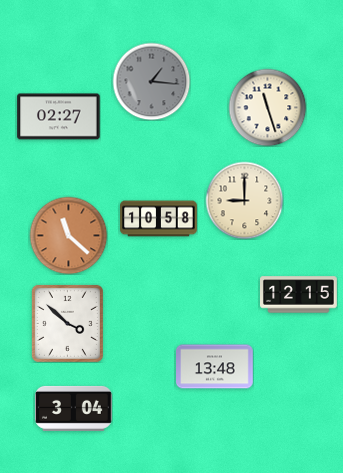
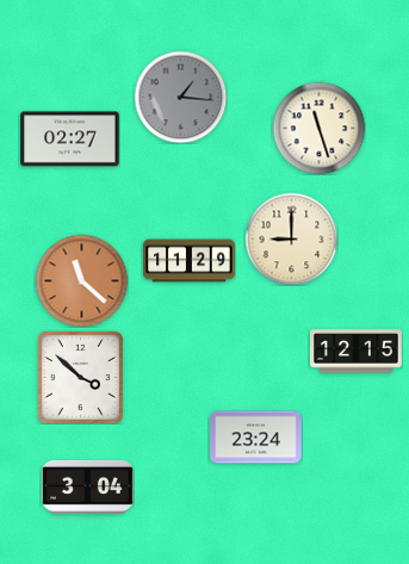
clock at (159, 219): 10:58 -> 11:29
clock at (67, 323) position: (67, 323) -> (80, 377)
clock at (215, 367): 13:48 -> 23:24
